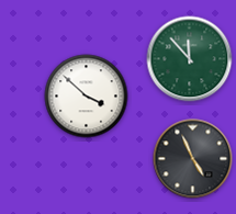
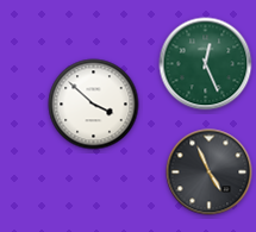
clock at (190, 59): 11:53 -> 12:26
